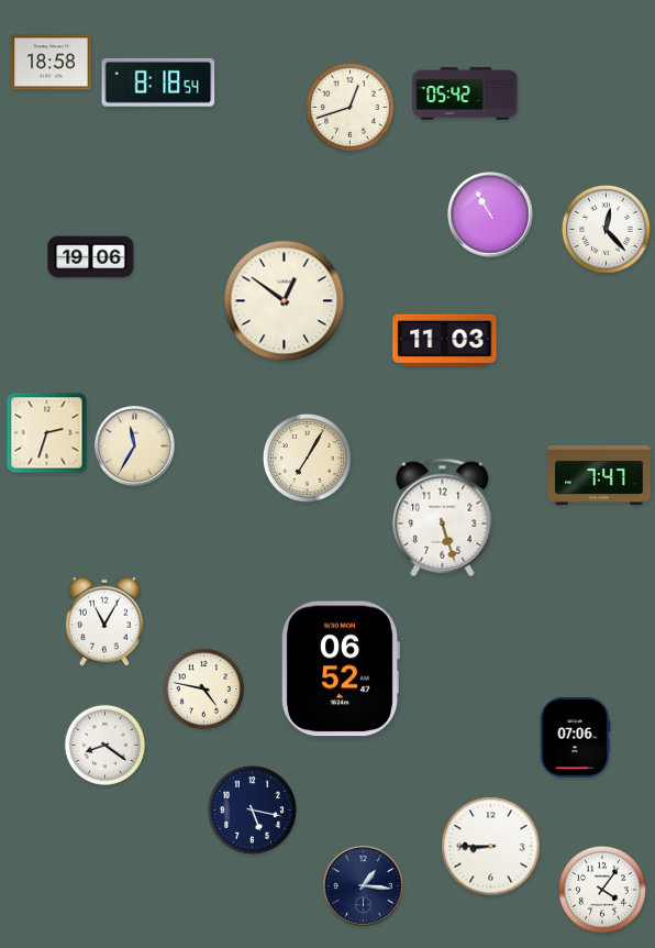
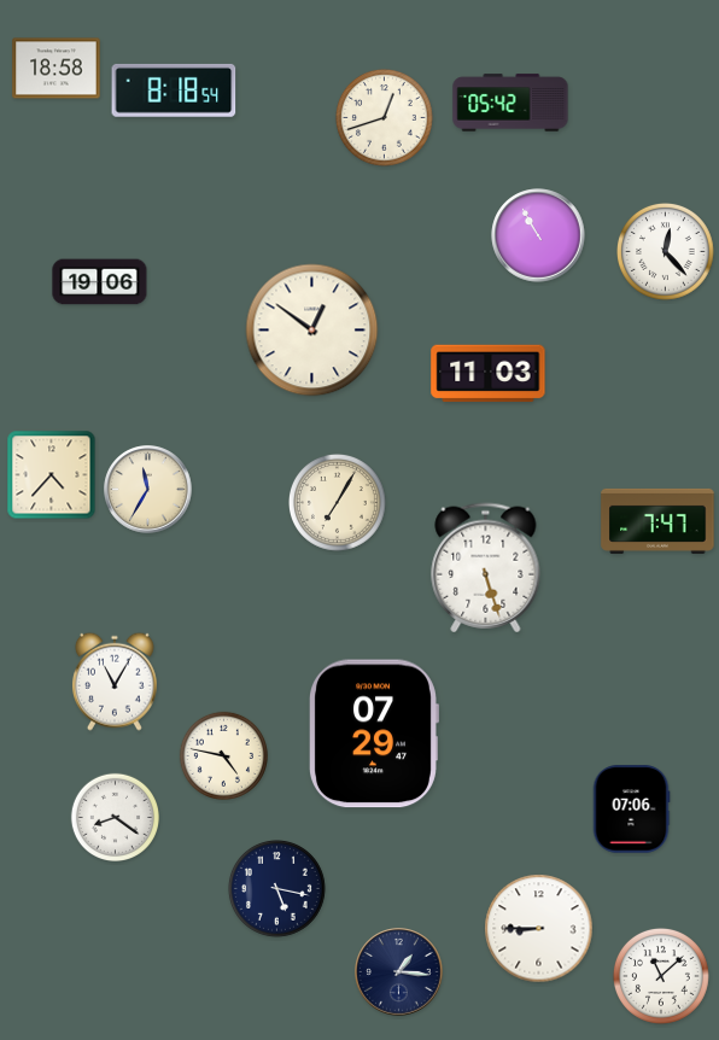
clock at (47, 433): 2:33 -> 4:37
clock at (341, 669): 06:52 -> 07:29
clock at (602, 890): 4:06 -> 11:08
